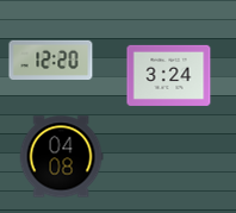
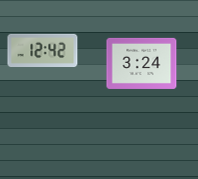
clock at (51, 59): 12:20 -> 12:42
clock at (61, 157): 04:08 -> none
